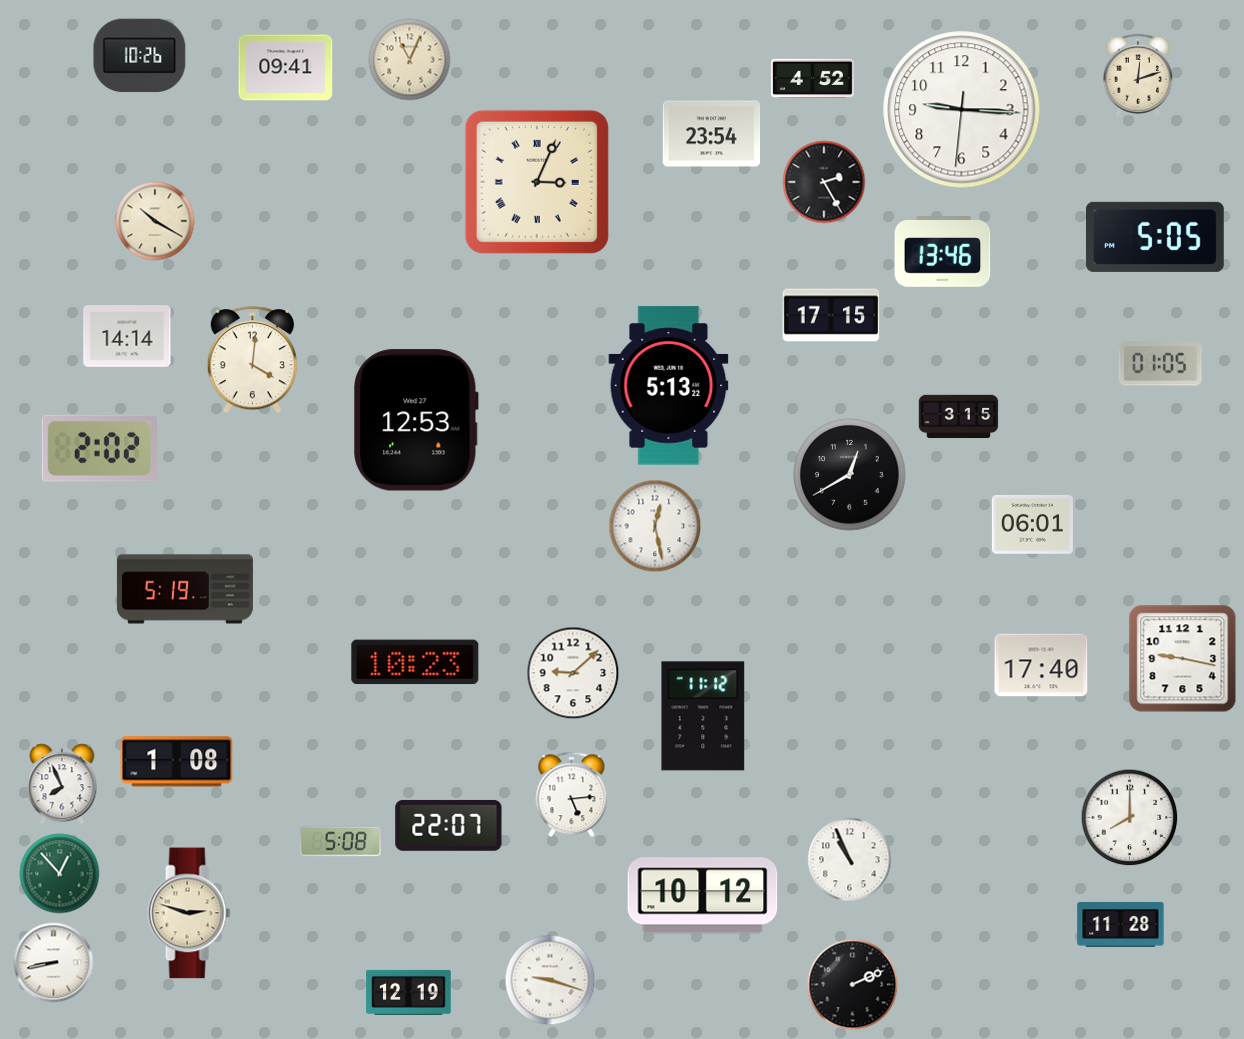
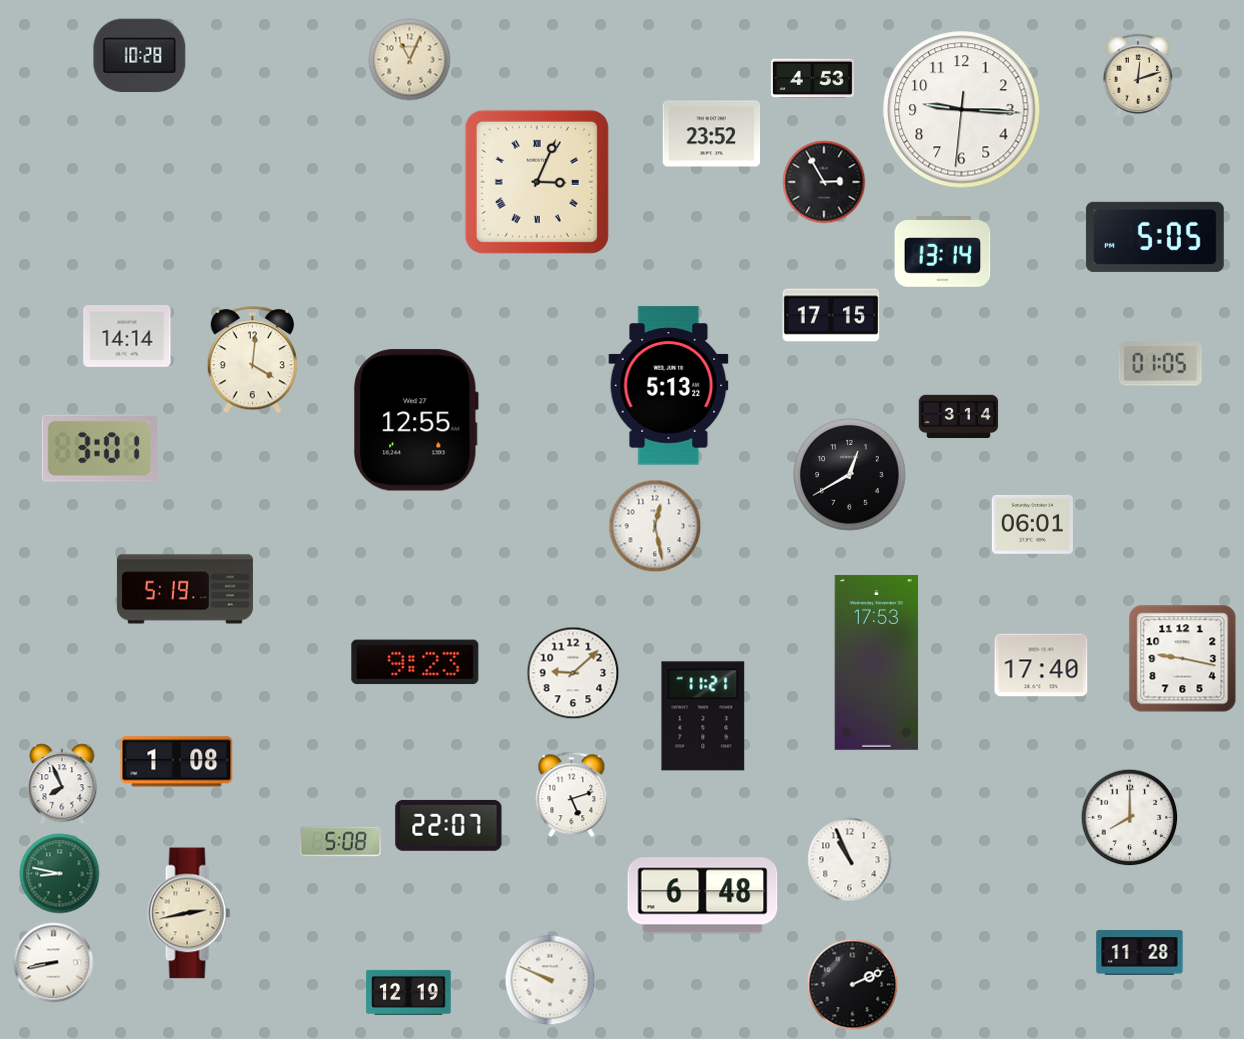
clock at (140, 56): 10:26 -> 10:28
clock at (286, 68): 09:41 -> none
clock at (812, 79): 4:52 -> 4:53
clock at (712, 134): 23:54 -> 23:52
clock at (824, 182): 2:25 -> 2:55
clock at (155, 221): 10:20 -> none
clock at (943, 252): 13:46 -> 13:14
clock at (959, 417): 3:15 -> 3:14
clock at (416, 420): 12:53 -> 12:55
clock at (99, 448): 2:02 -> 3:01
clock at (415, 662): 10:23 -> 9:23
clock at (877, 662): none -> 17:53
clock at (703, 716): 11:12 -> 11:21
clock at (572, 795): 5:14 -> 5:12
clock at (60, 874): 12:53 -> 8:47
clock at (703, 896): 10:12 -> 6:48
clock at (189, 913): 2:48 -> 2:43
clock at (1121, 925) position: (1121, 925) -> (1140, 953)
clock at (550, 980): 9:18 -> 9:49
